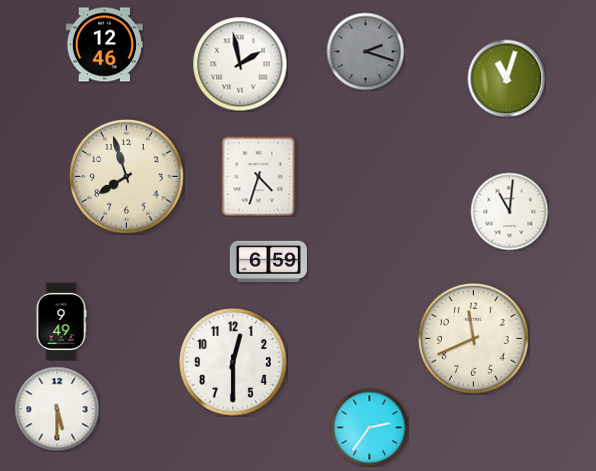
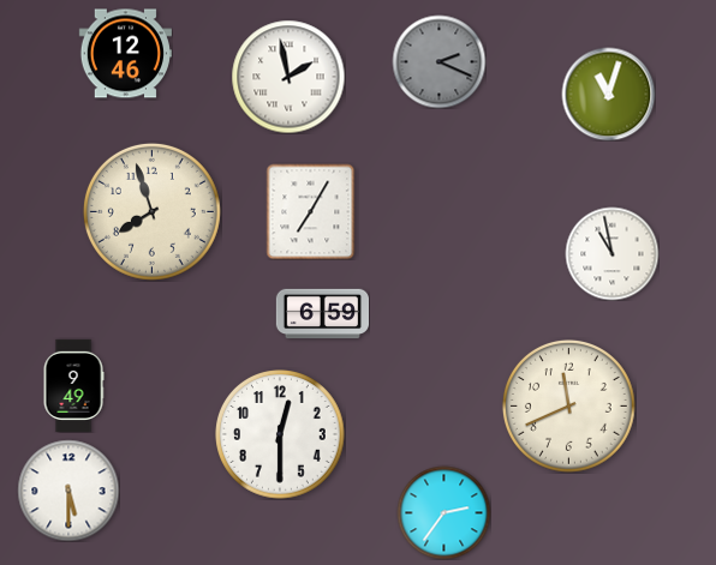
clock at (365, 51): 2:18 -> 2:19
clock at (259, 176): 4:33 -> 7:05
clock at (509, 211): 11:01 -> 10:58
